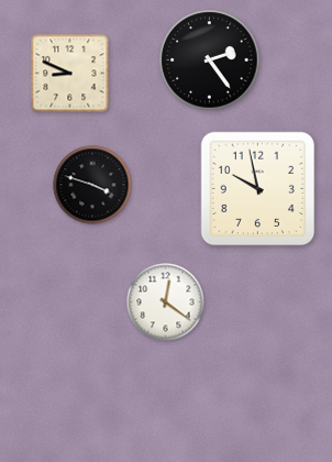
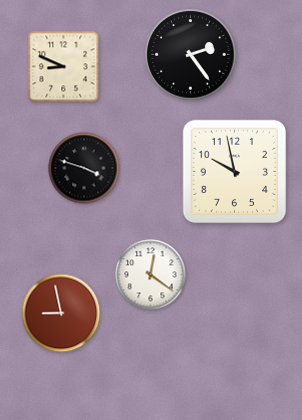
clock at (61, 313): none -> 8:58
